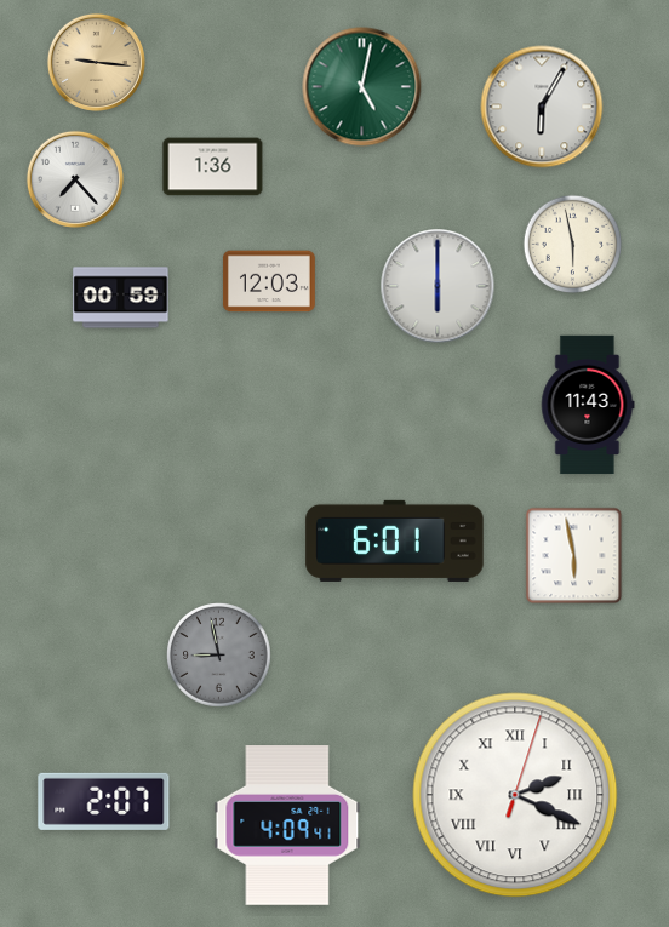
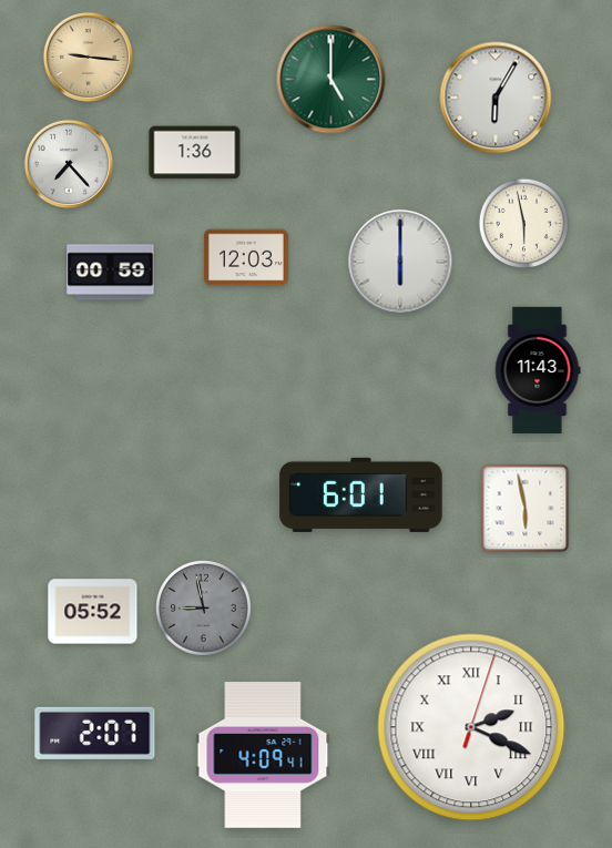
clock at (362, 87): 5:02 -> 5:00
clock at (219, 656) position: (219, 656) -> (204, 609)
clock at (93, 612): none -> 05:52
